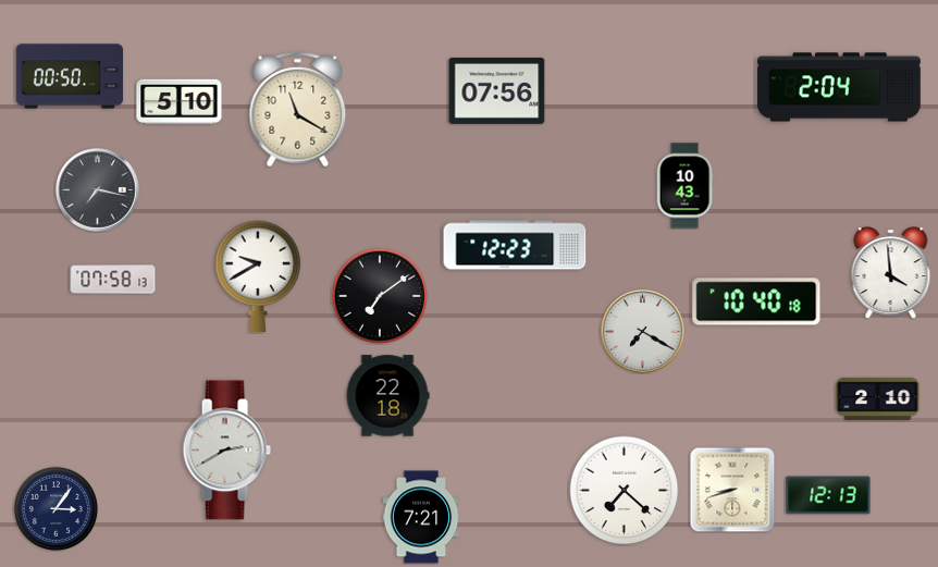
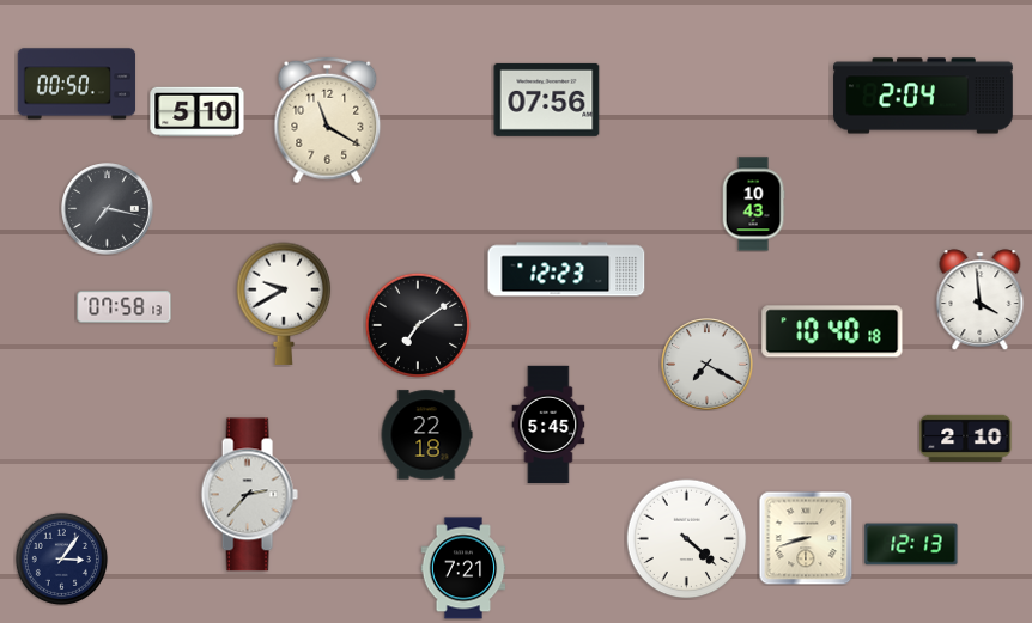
clock at (548, 425): none -> 5:45
clock at (226, 451): 2:40 -> 2:37
clock at (625, 491): 7:22 -> 4:22
